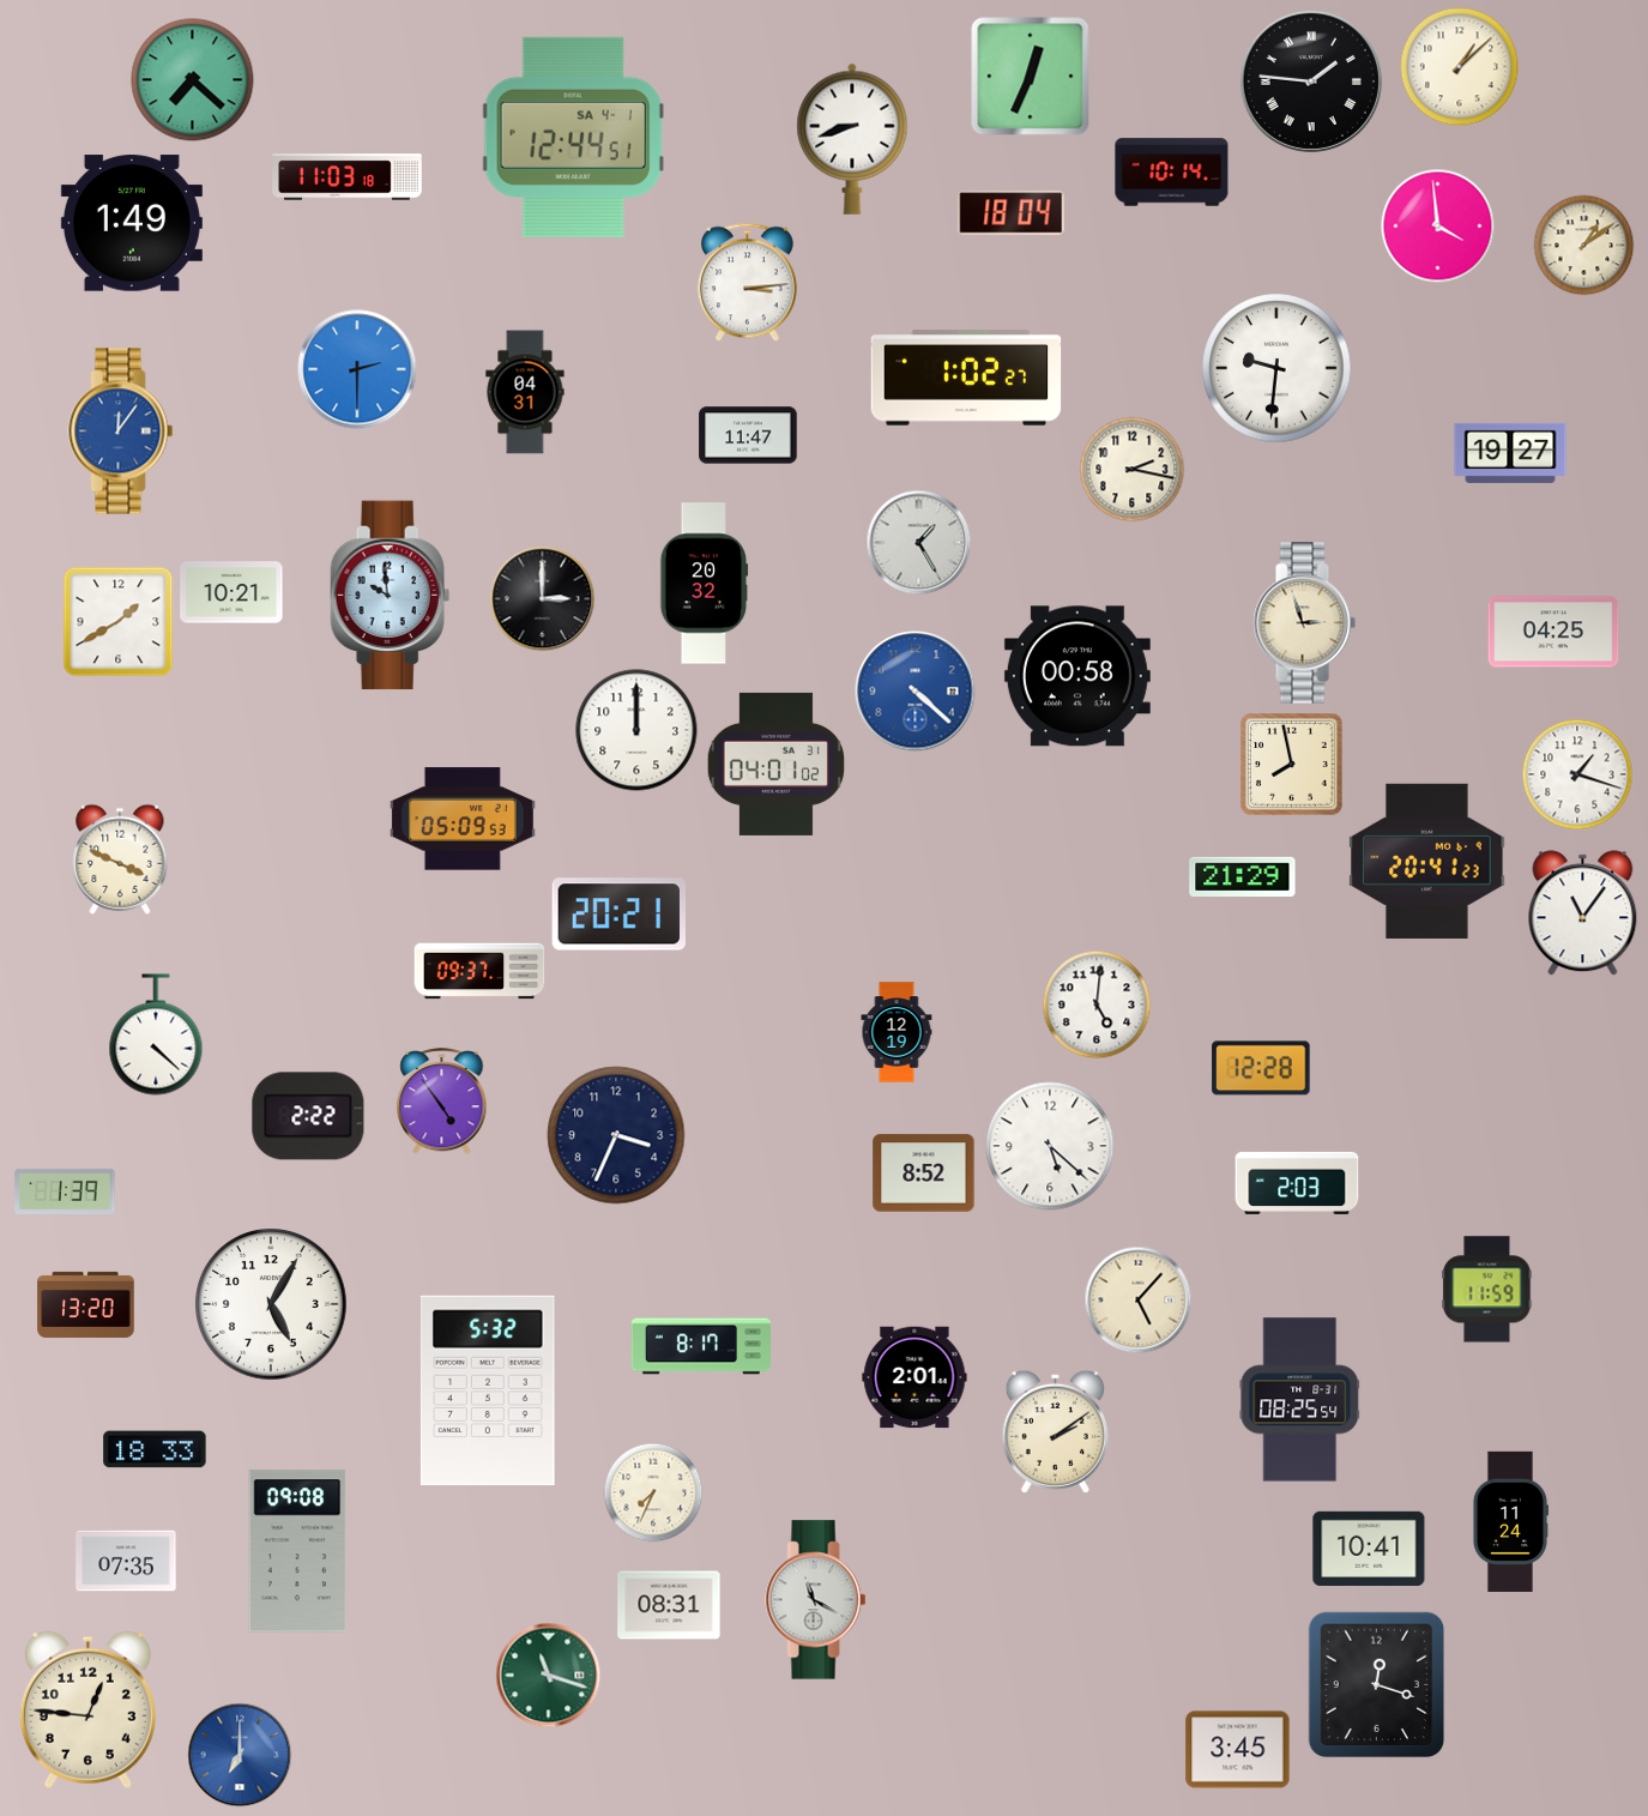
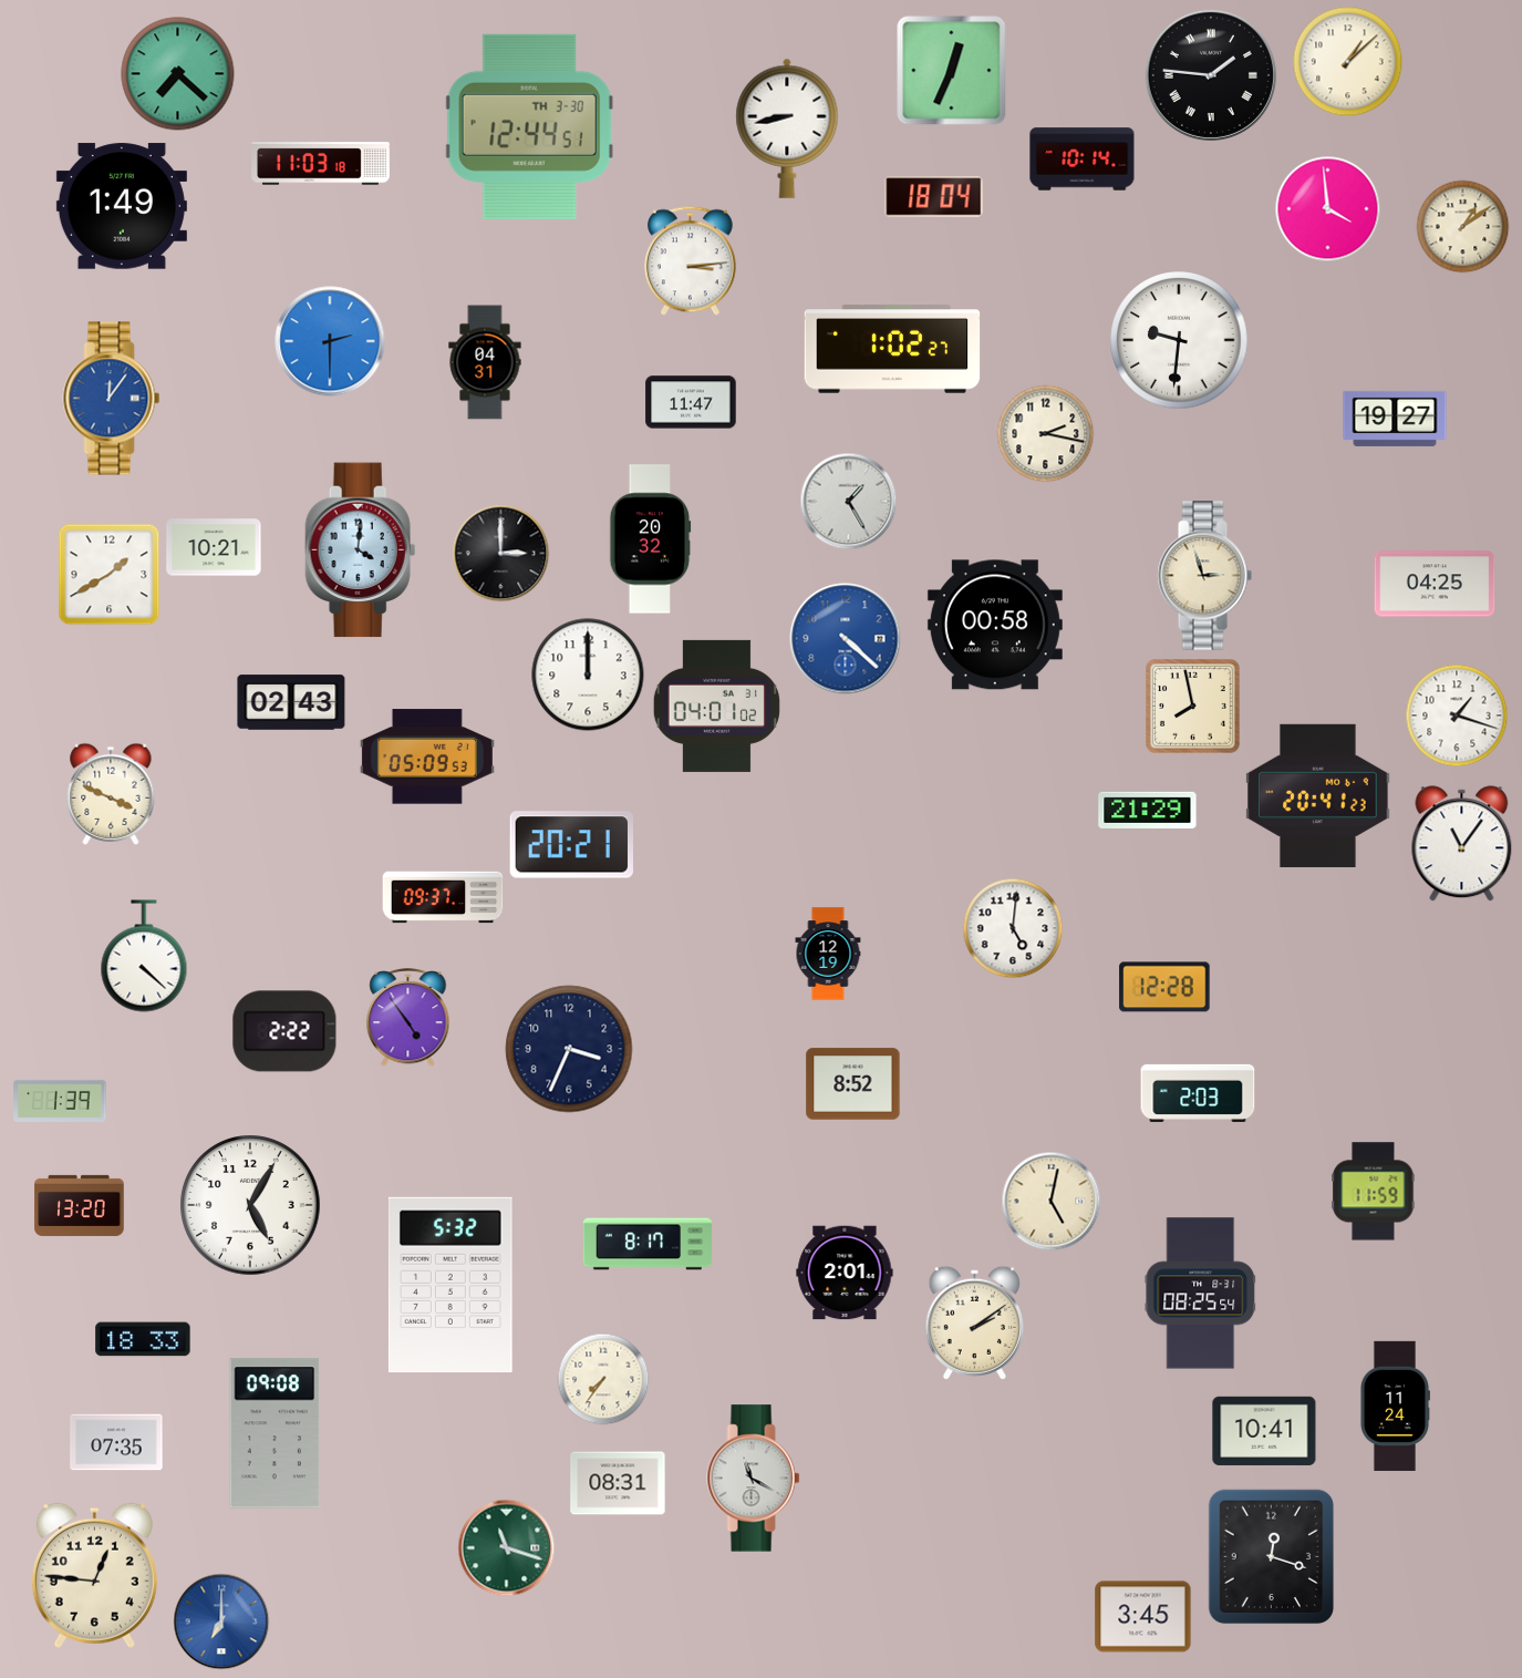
clock at (573, 137) date: SA 4-1 -> TH 3-30
clock at (852, 139): 8:42 -> 8:43
clock at (391, 596): 9:59 -> 4:01
clock at (291, 702): none -> 02:43
clock at (1050, 1146): 5:22 -> none
clock at (1137, 1299): 5:07 -> 5:02
clock at (653, 1492): 7:34 -> 7:36
clock at (87, 1709) position: (87, 1709) -> (94, 1575)
